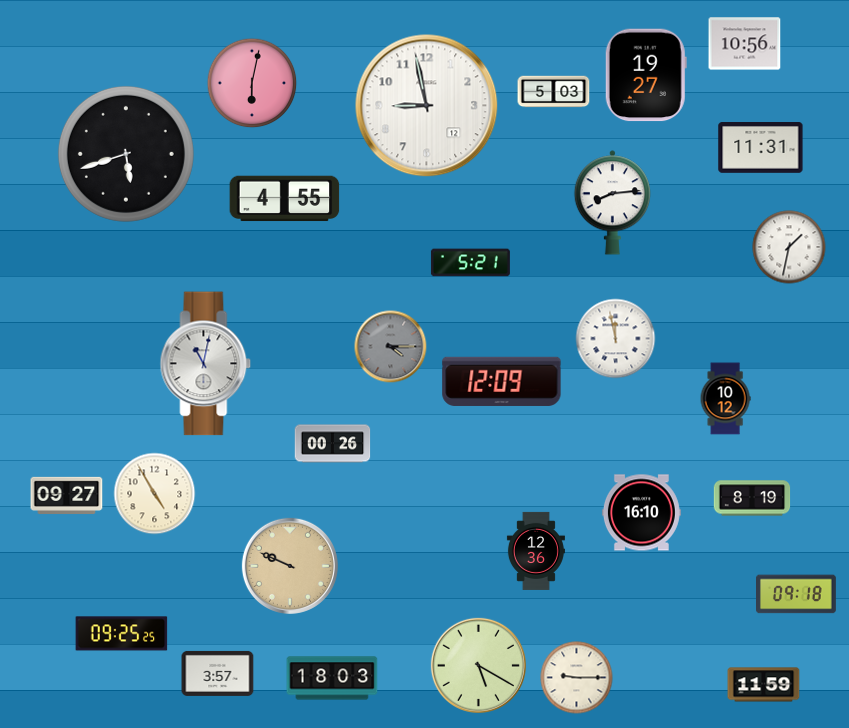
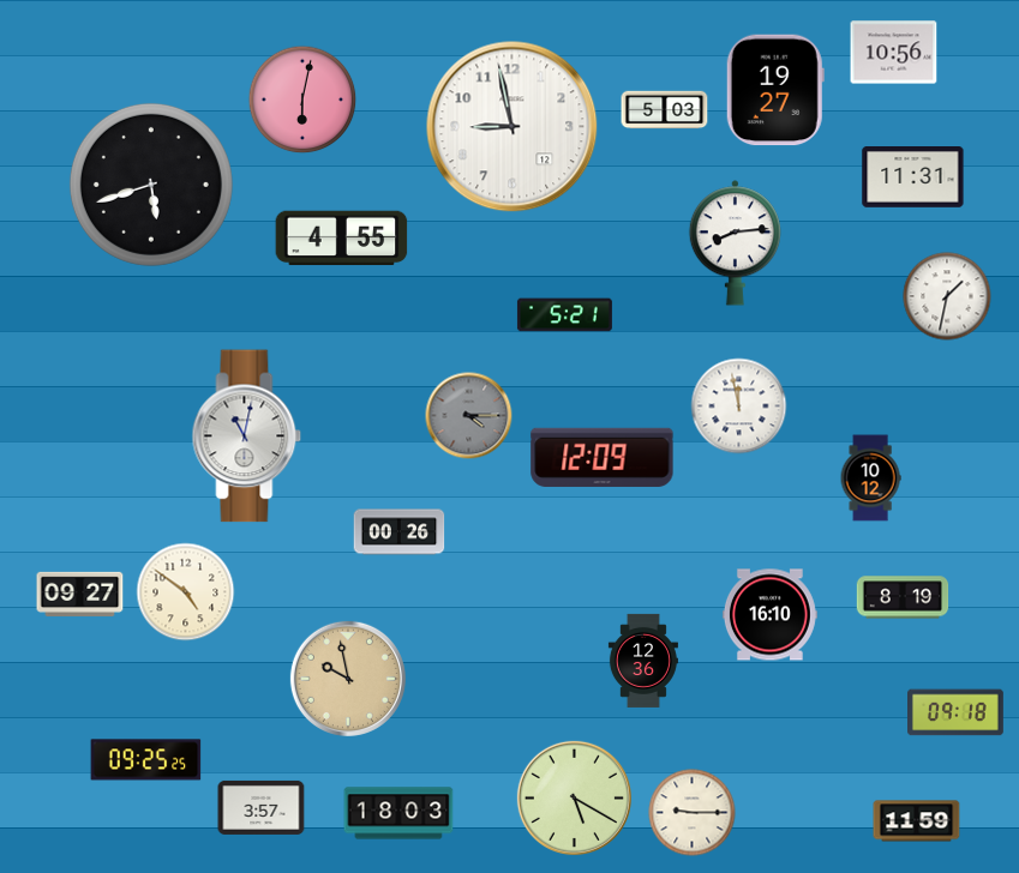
clock at (155, 494): 4:55 -> 4:51
clock at (290, 566): 9:49 -> 9:58
